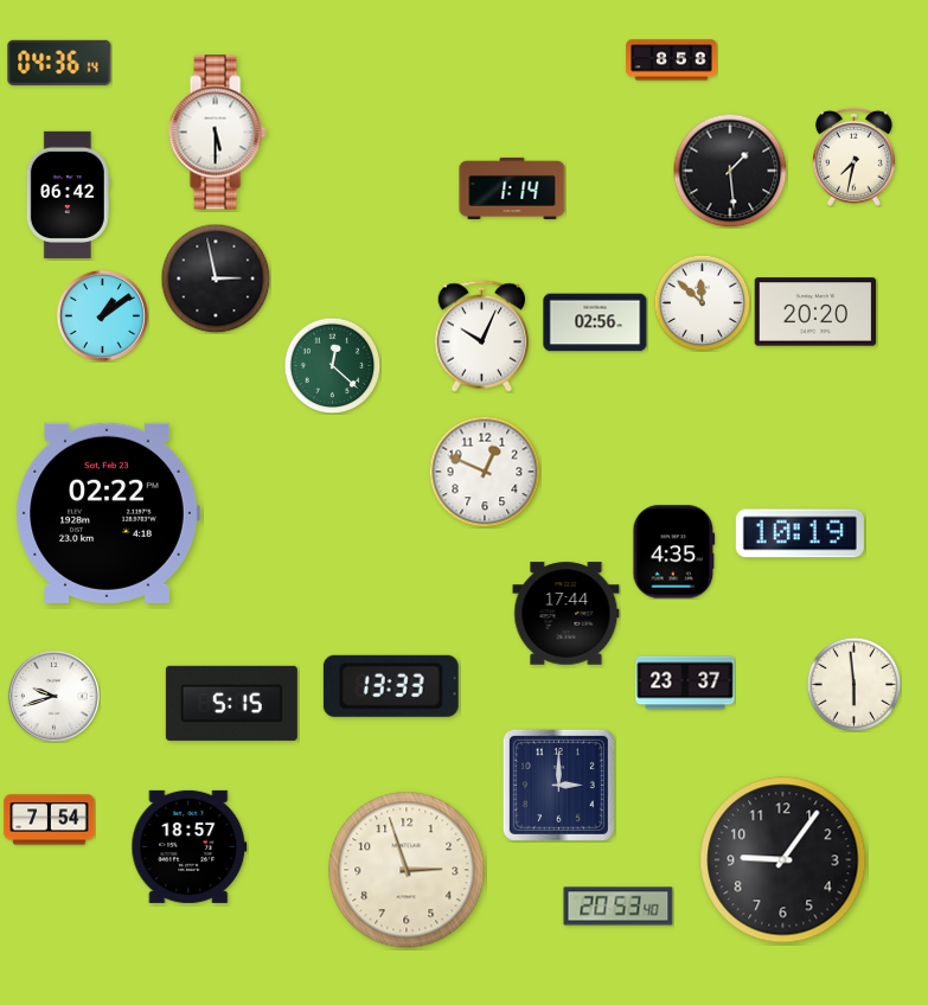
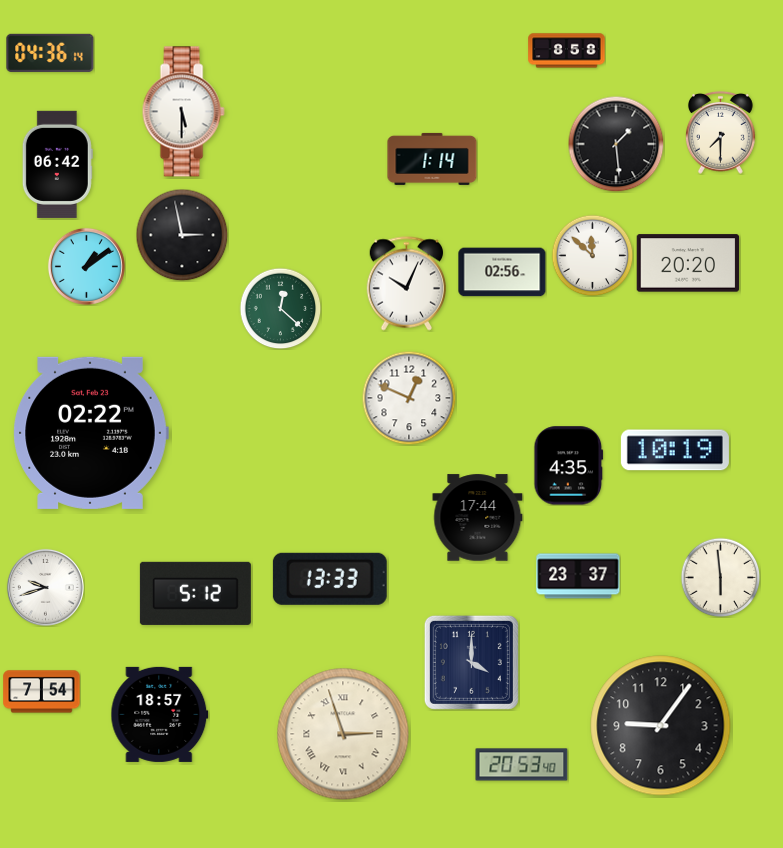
clock at (853, 156): 7:32 -> 7:30
clock at (231, 703): 5:15 -> 5:12
clock at (558, 785): 3:00 -> 4:00
clock at (407, 870) numerals: Arabic -> Roman
